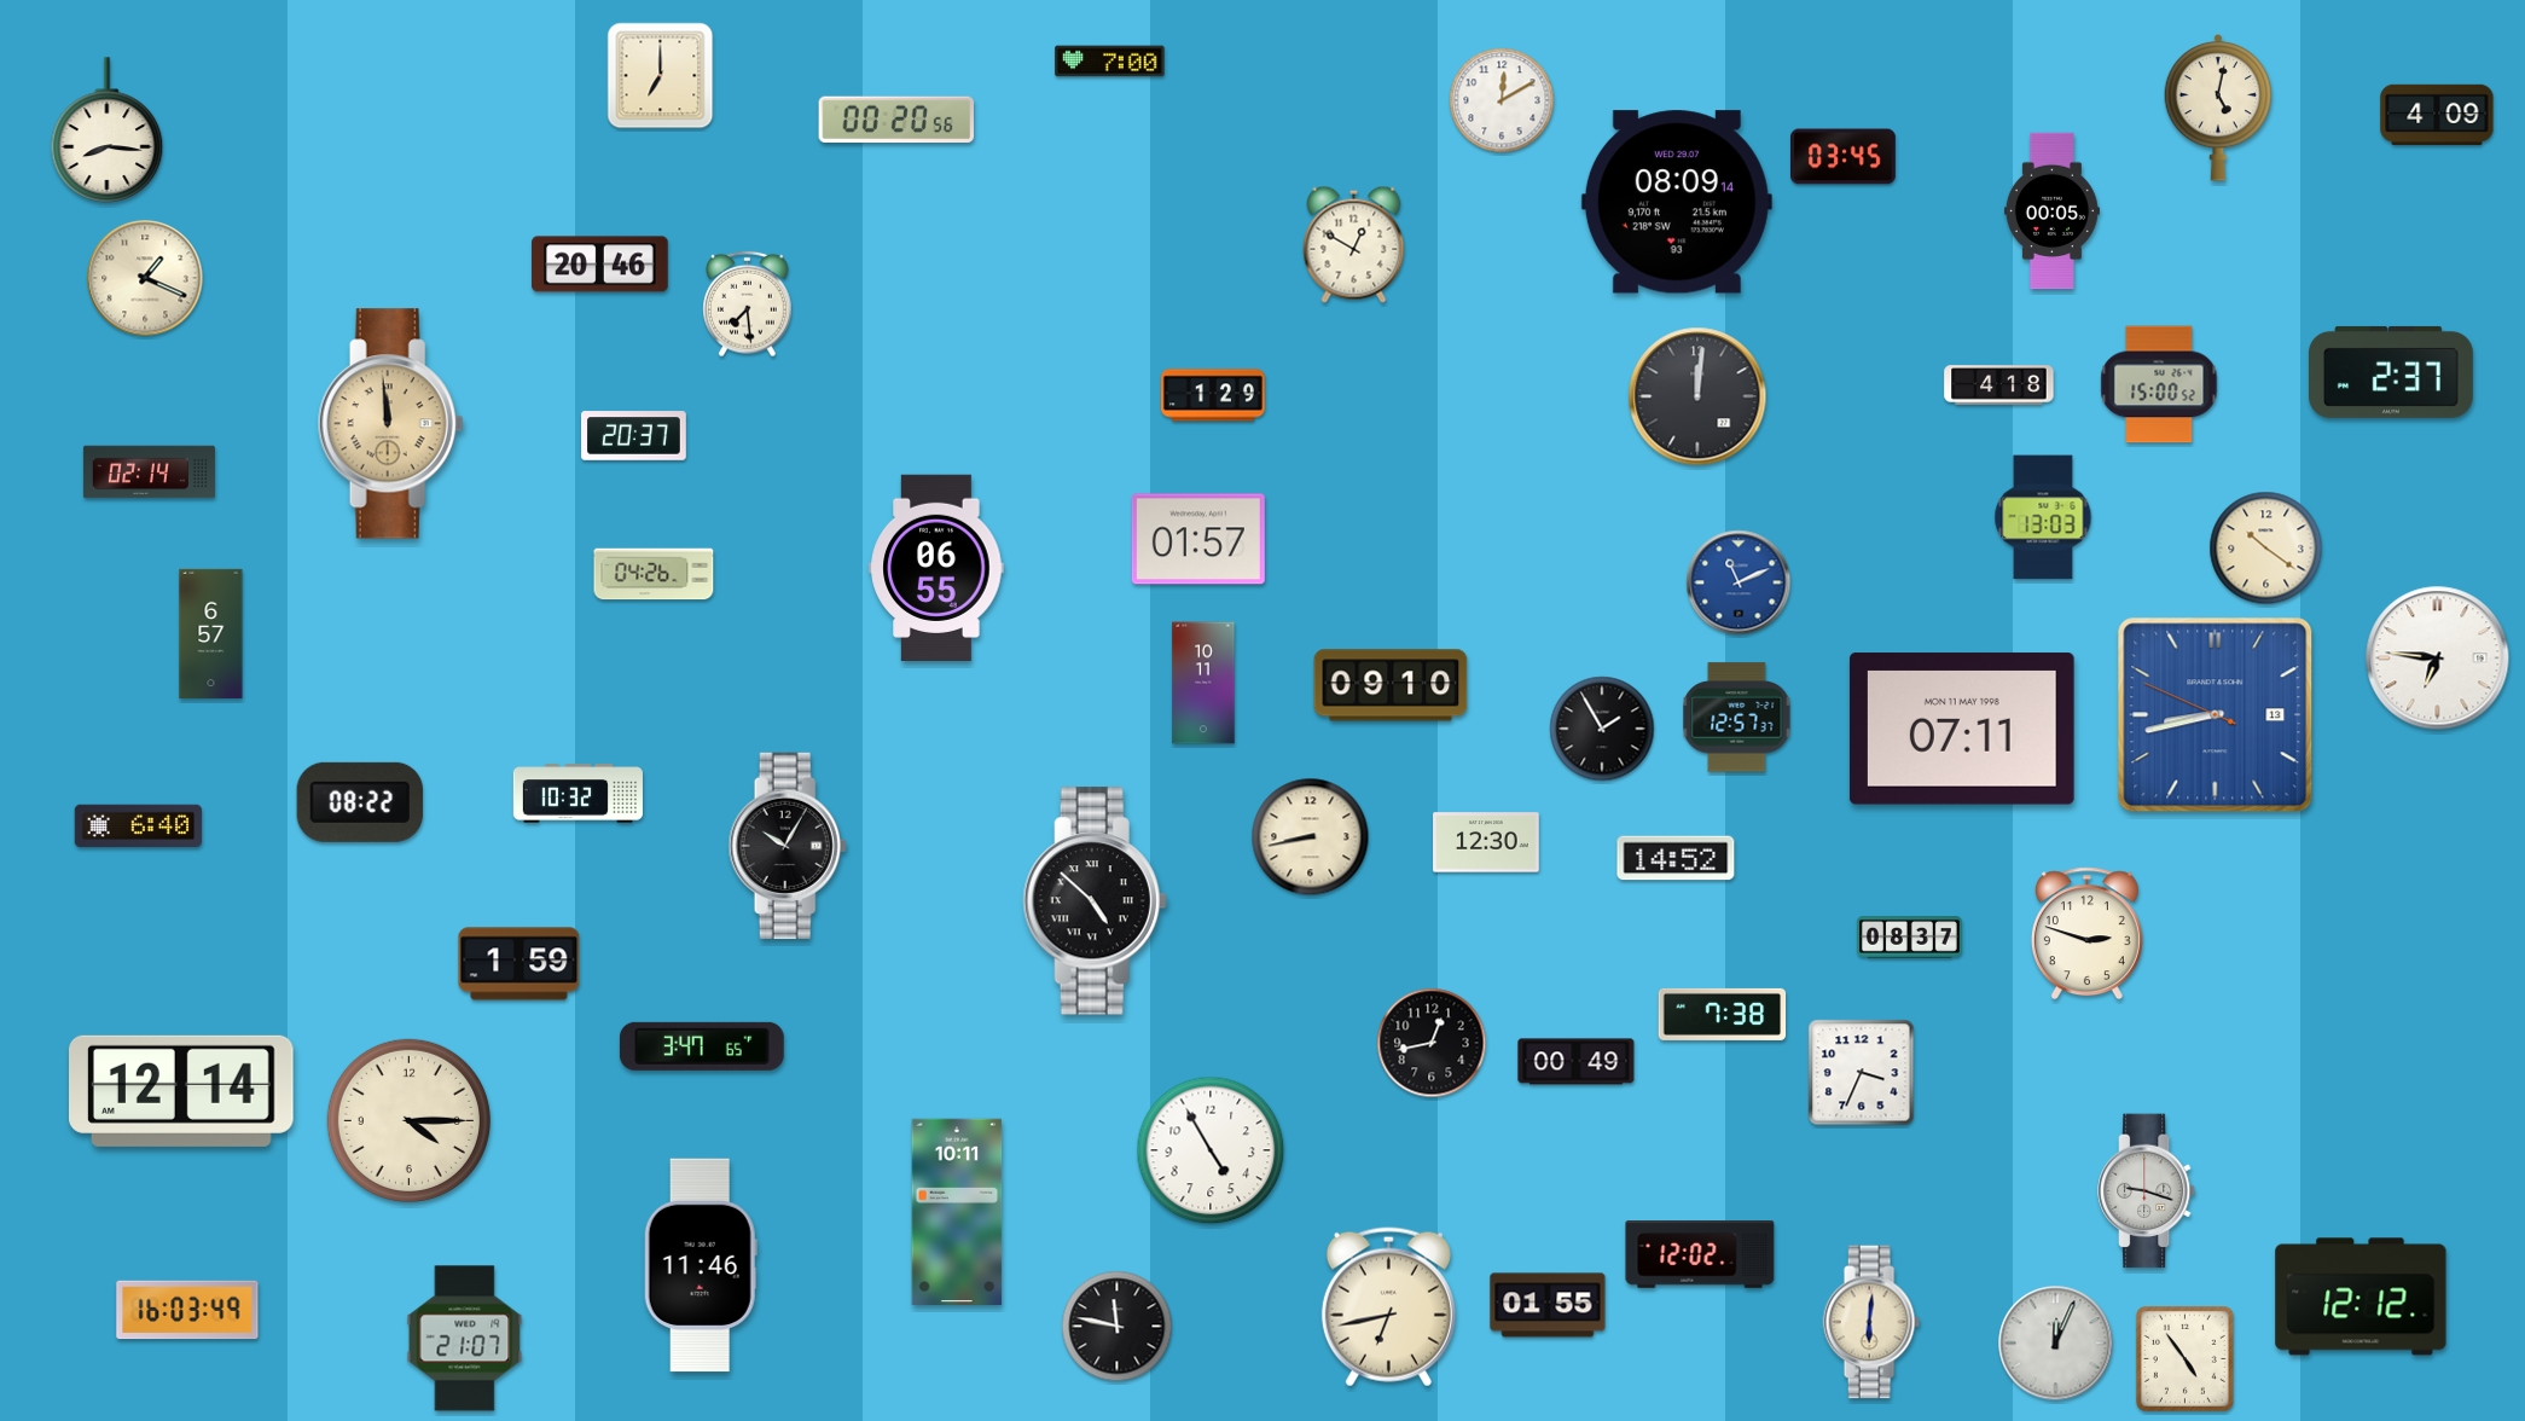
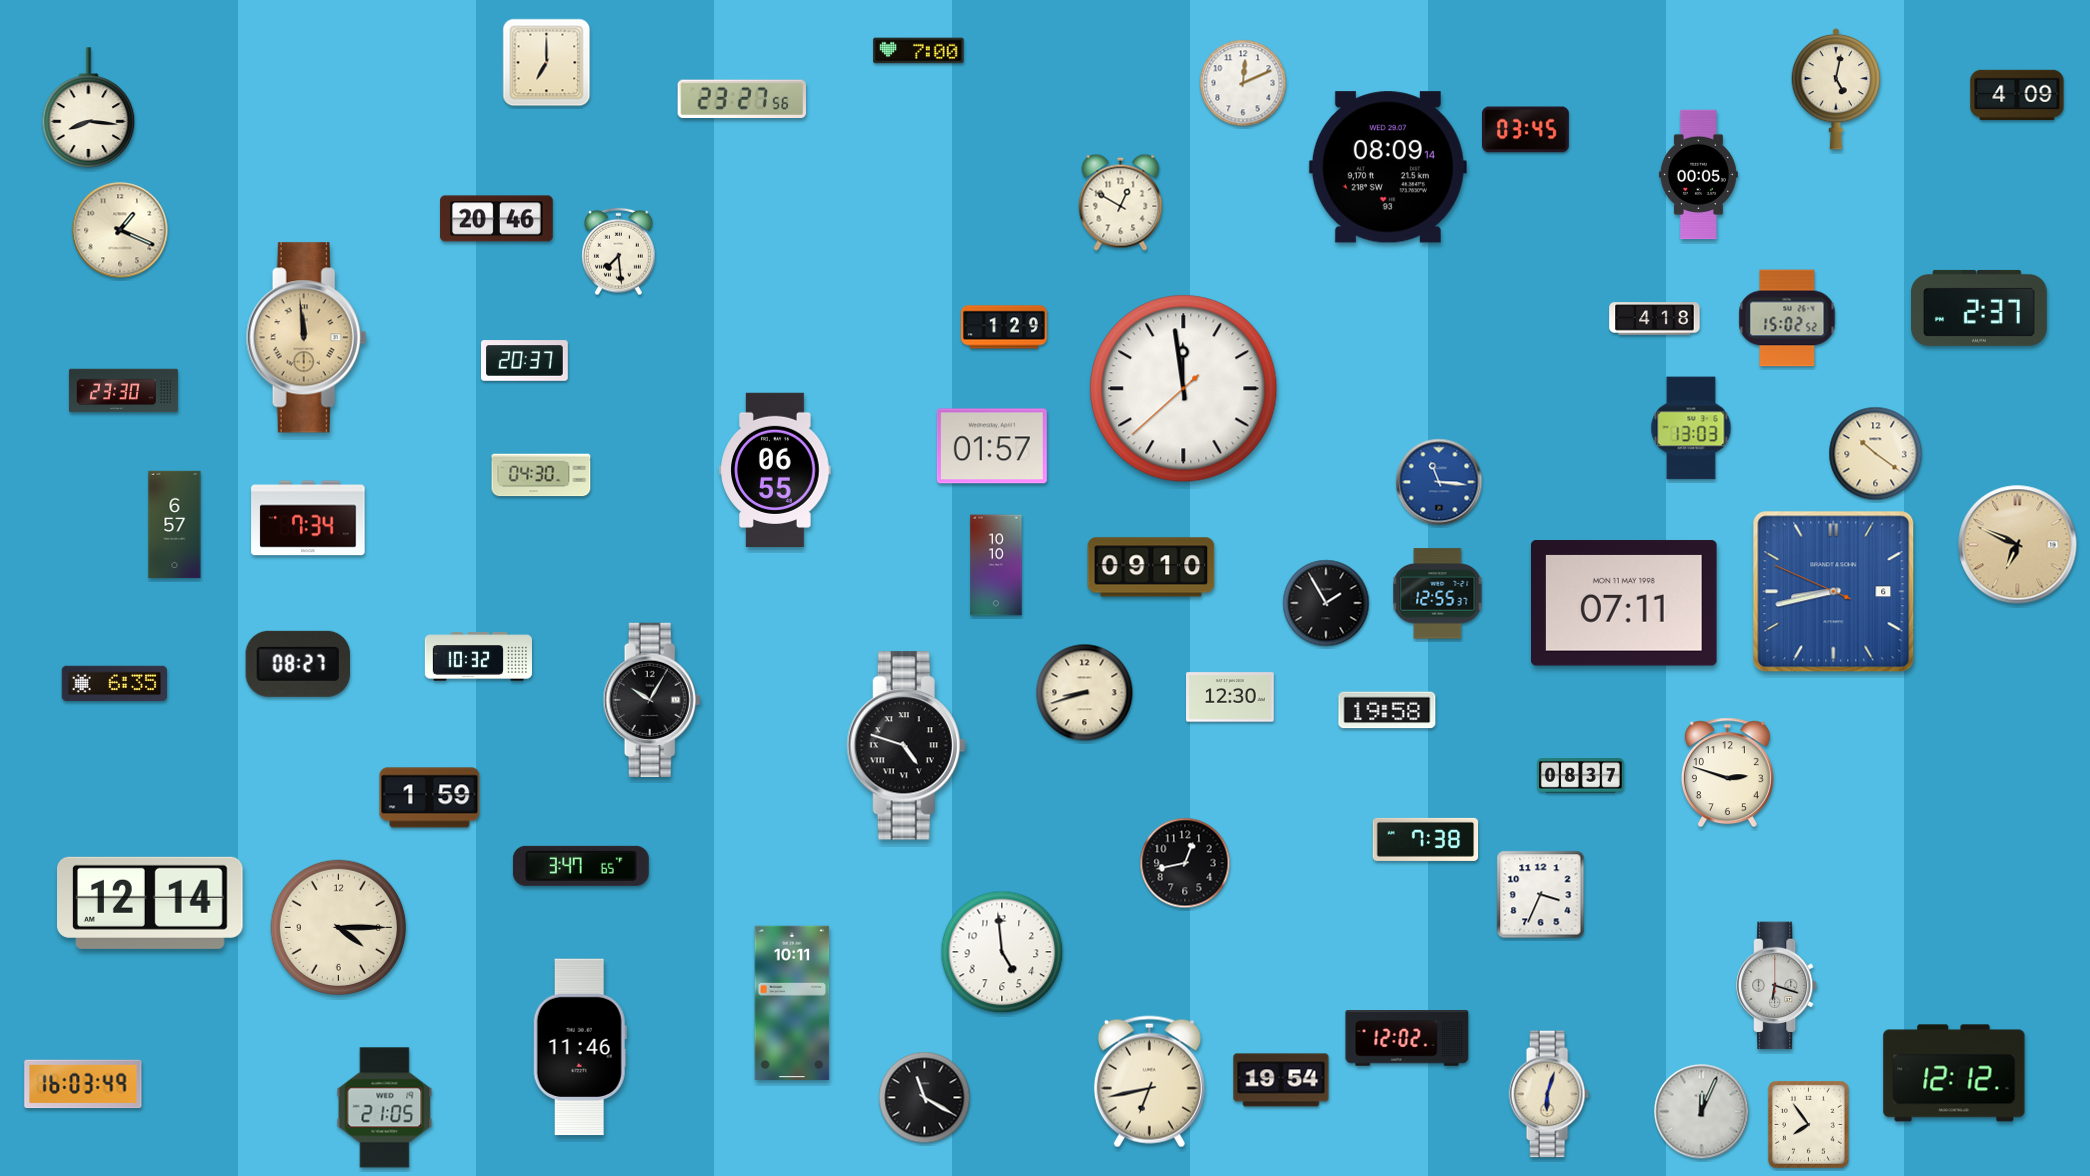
clock at (1502, 100): 12:10 -> 12:11
clock at (895, 120): 00:20 -> 23:27
clock at (2159, 384): 15:00 -> 15:02
clock at (1697, 396): 12:01 -> none
clock at (390, 424) position: (390, 424) -> (306, 338)
clock at (1184, 389): none -> 11:58
clock at (149, 472): 02:14 -> 23:30
clock at (654, 574): 04:26 -> 04:30
clock at (1739, 582): 11:11 -> 11:16
clock at (308, 518): none -> 7:34
clock at (2438, 659): 6:46 -> 6:49
clock at (2438, 659) dial: white -> champagne
clock at (1203, 683): 10:11 -> 10:10
clock at (2216, 715) date: 13 -> 6
clock at (1737, 718): 12:57 -> 12:55
clock at (360, 802): 08:22 -> 08:27
clock at (139, 826): 6:40 -> 6:35
clock at (1311, 837): 8:43 -> 8:42
clock at (1676, 858): 14:52 -> 19:58
clock at (1095, 901): 4:52 -> 4:48
clock at (1577, 1062): 00:49 -> none
clock at (1862, 1073) position: (1862, 1073) -> (1541, 895)
clock at (1211, 1150): 4:55 -> 4:59
clock at (2148, 1191): 9:18 -> 6:18
clock at (1548, 1305): 01:55 -> 19:54
clock at (187, 1310) position: (187, 1310) -> (83, 1084)
clock at (1871, 1322): 6:01 -> 6:03
clock at (1118, 1327): 11:47 -> 11:20
clock at (465, 1339): 21:07 -> 21:05
clock at (2184, 1358): 4:54 -> 7:54
